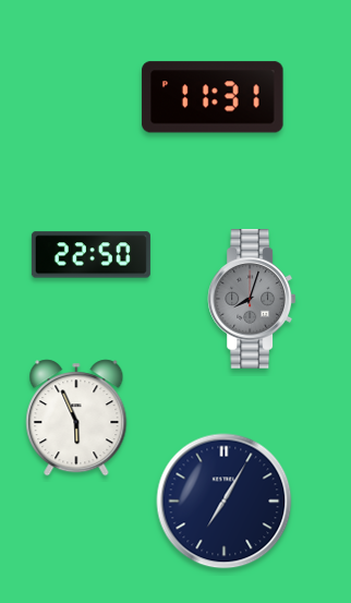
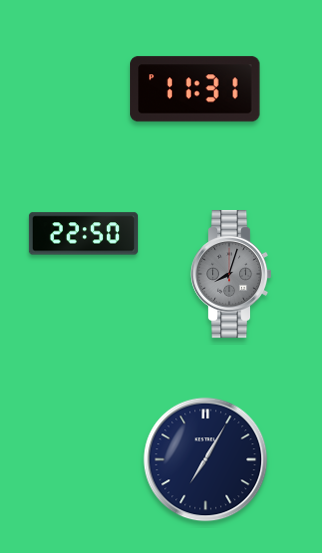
clock at (76, 418): 5:56 -> none
